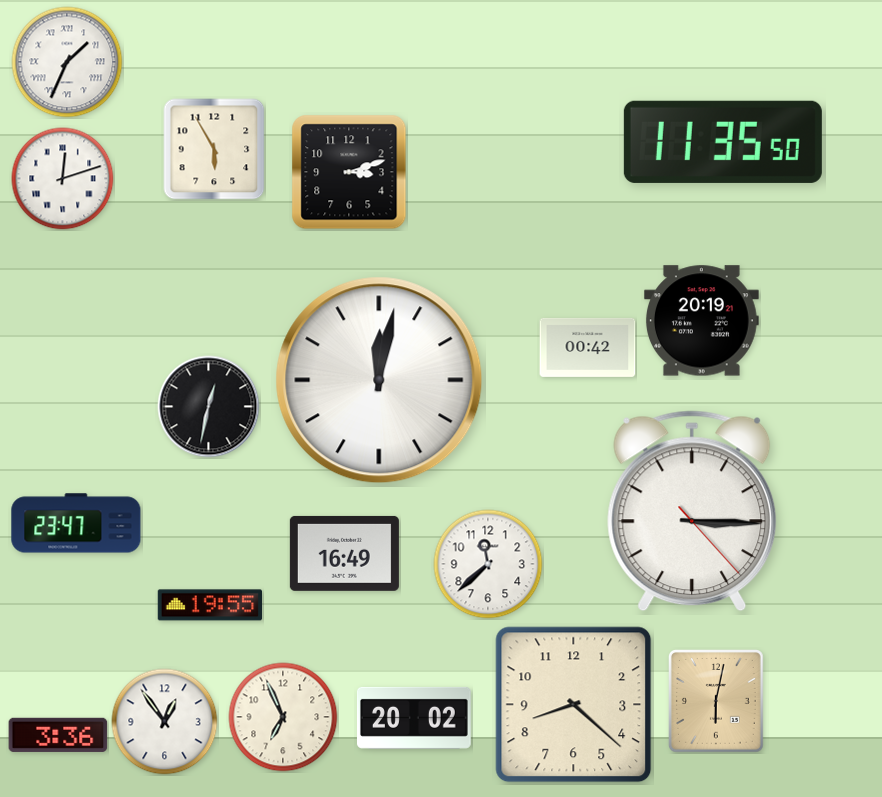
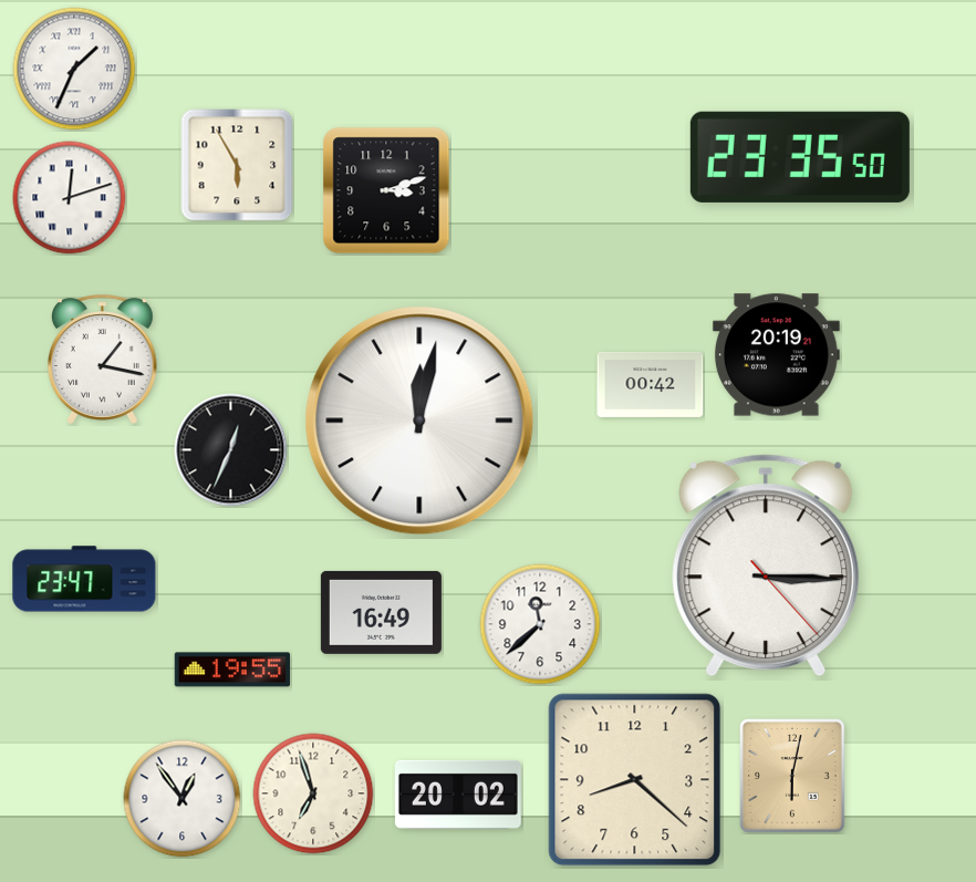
clock at (723, 142): 11:35 -> 23:35
clock at (102, 359): none -> 1:17
clock at (209, 407): 12:32 -> 12:34
clock at (283, 717): 6:56 -> 6:57
clock at (58, 735): 3:36 -> none
